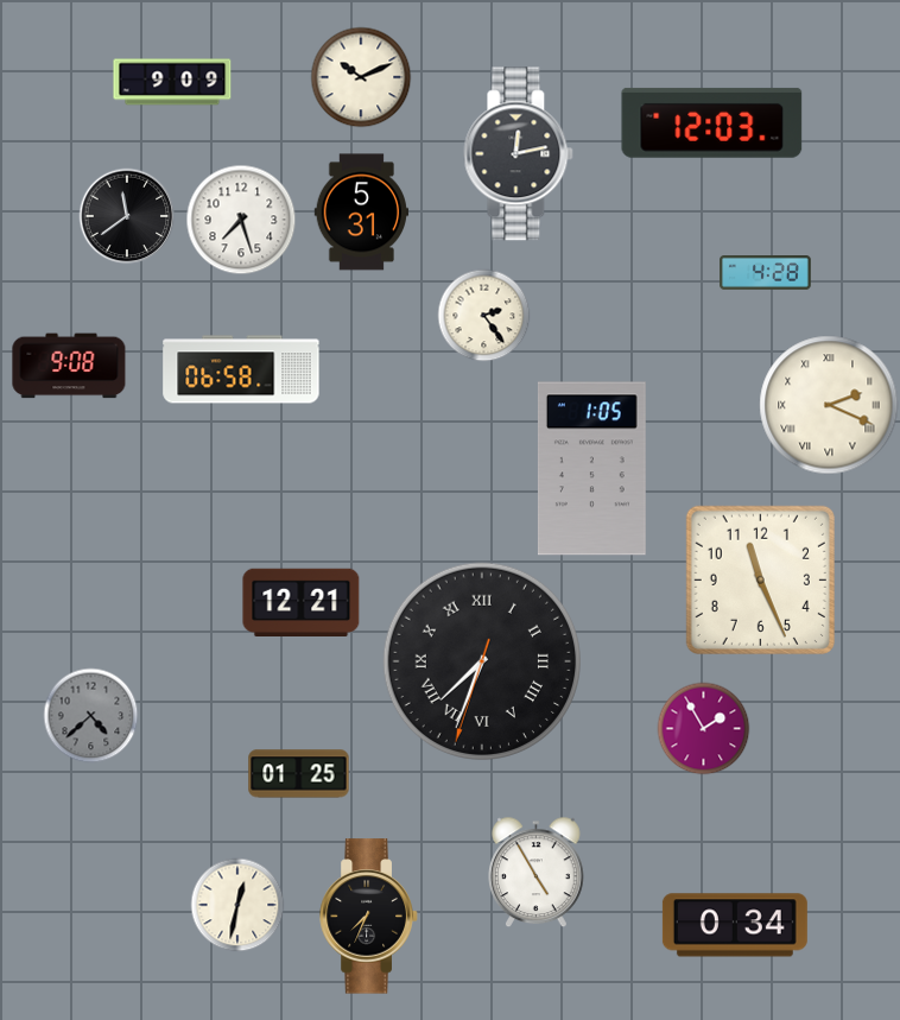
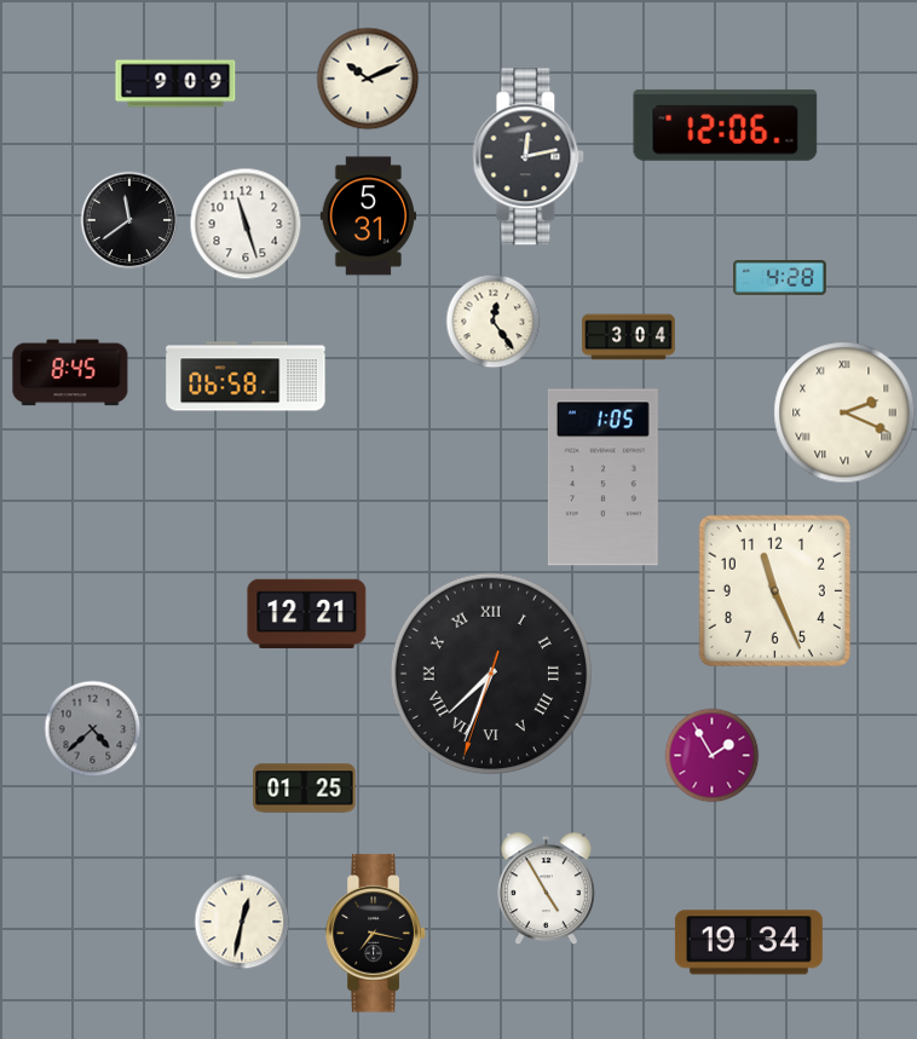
clock at (712, 122): 12:03 -> 12:06
clock at (241, 220): 7:27 -> 11:27
clock at (483, 315): 2:24 -> 12:24
clock at (629, 337): none -> 3:04
clock at (69, 366): 9:08 -> 8:45
clock at (703, 728) position: (703, 728) -> (711, 755)
clock at (369, 917): 7:34 -> 7:17
clock at (735, 925): 0:34 -> 19:34
